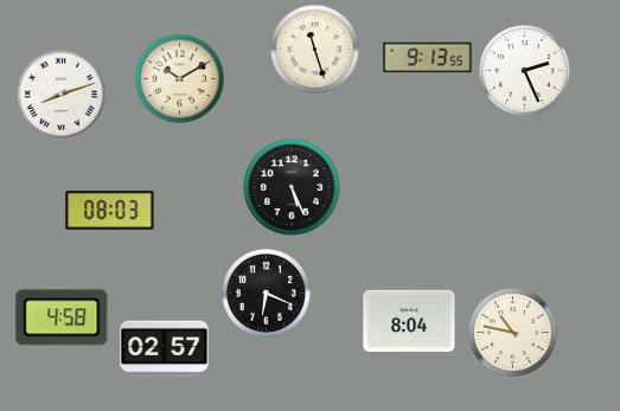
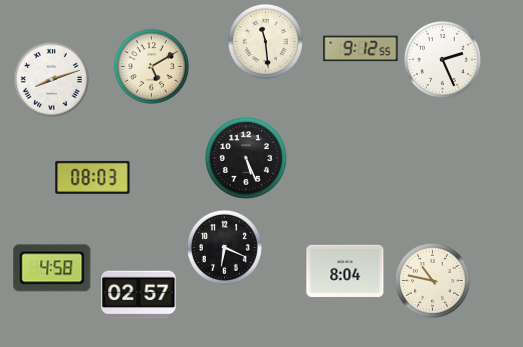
clock at (314, 49): 11:27 -> 11:29
clock at (428, 58): 9:13 -> 9:12
clock at (179, 78): 10:10 -> 5:10
